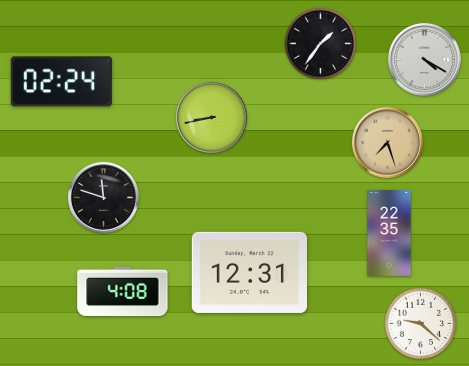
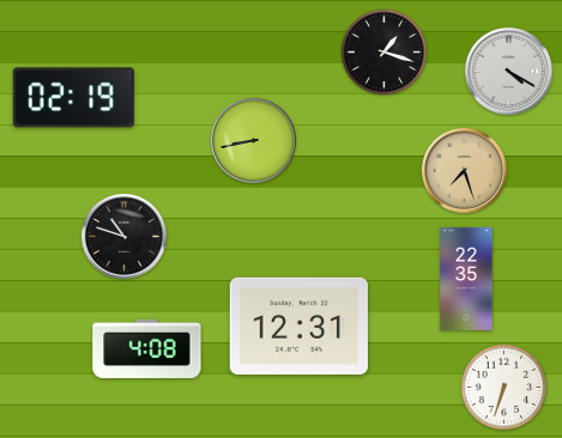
clock at (321, 44): 1:36 -> 1:18
clock at (61, 82): 02:24 -> 02:19
clock at (103, 197): 11:48 -> 10:48
clock at (421, 324): 9:22 -> 6:33
